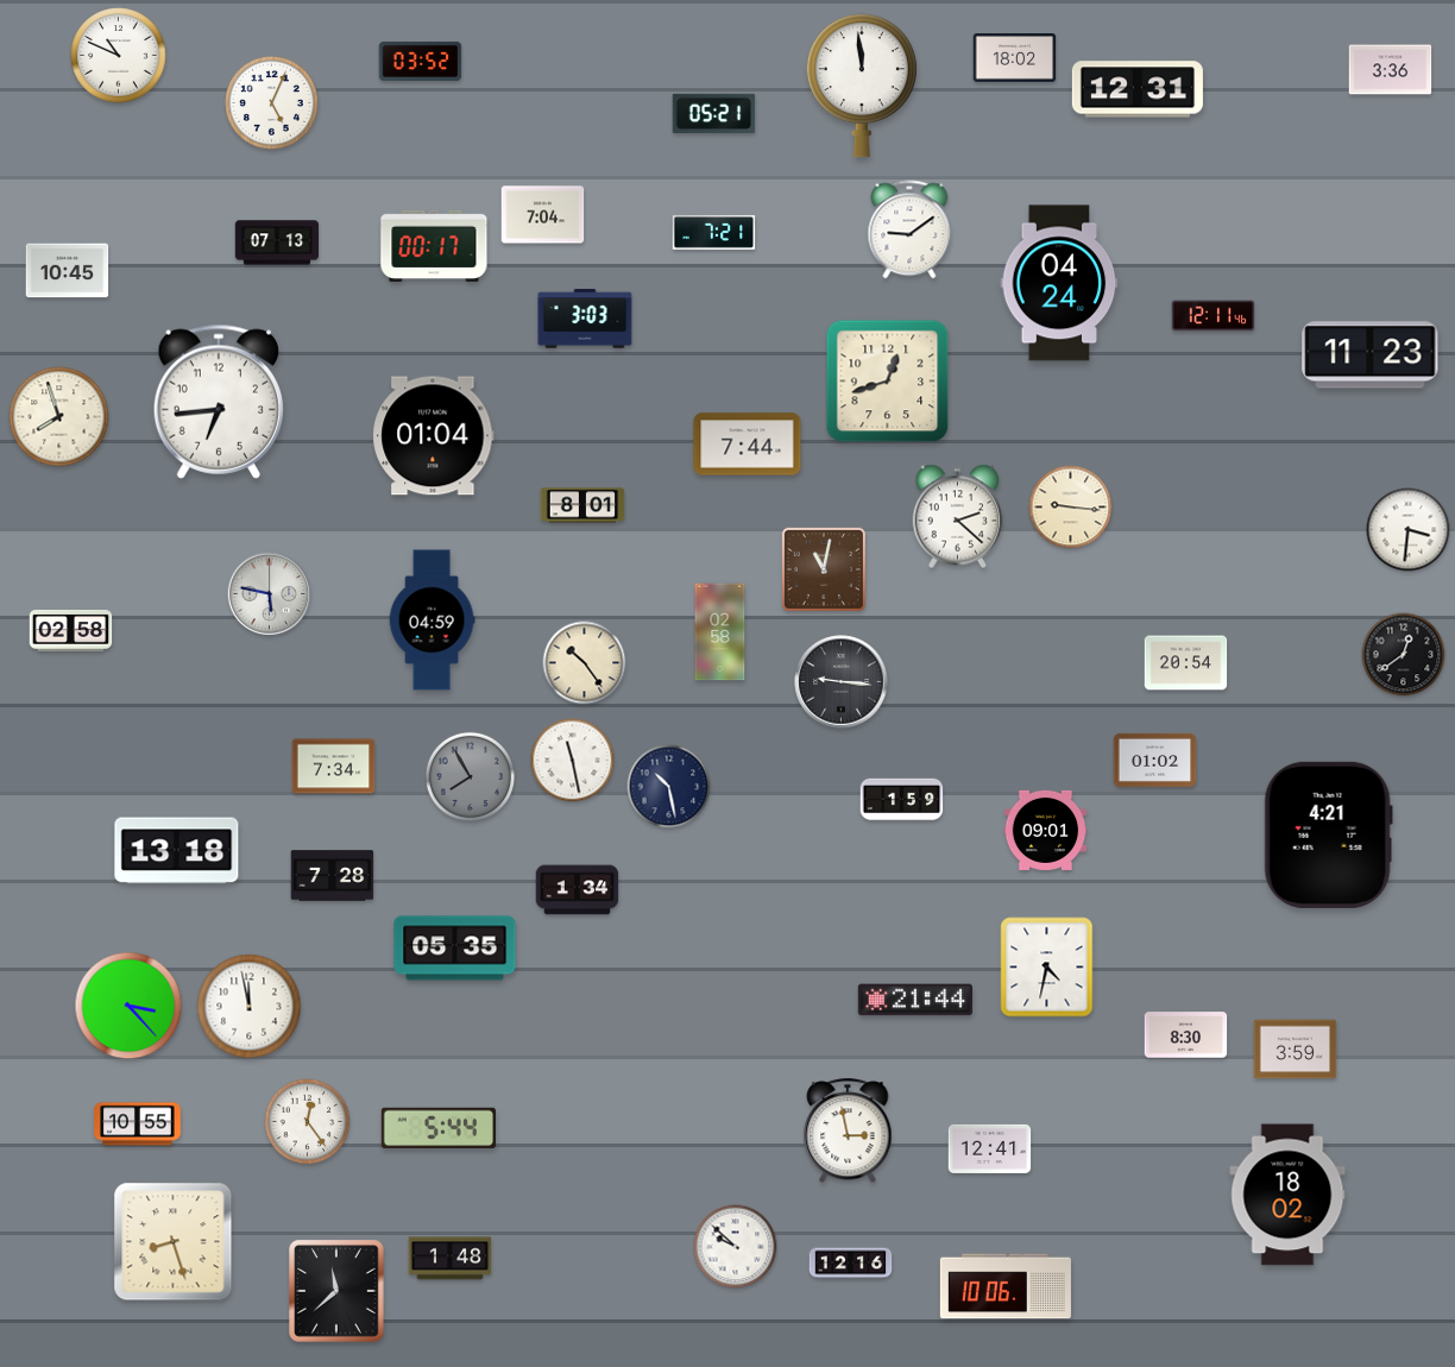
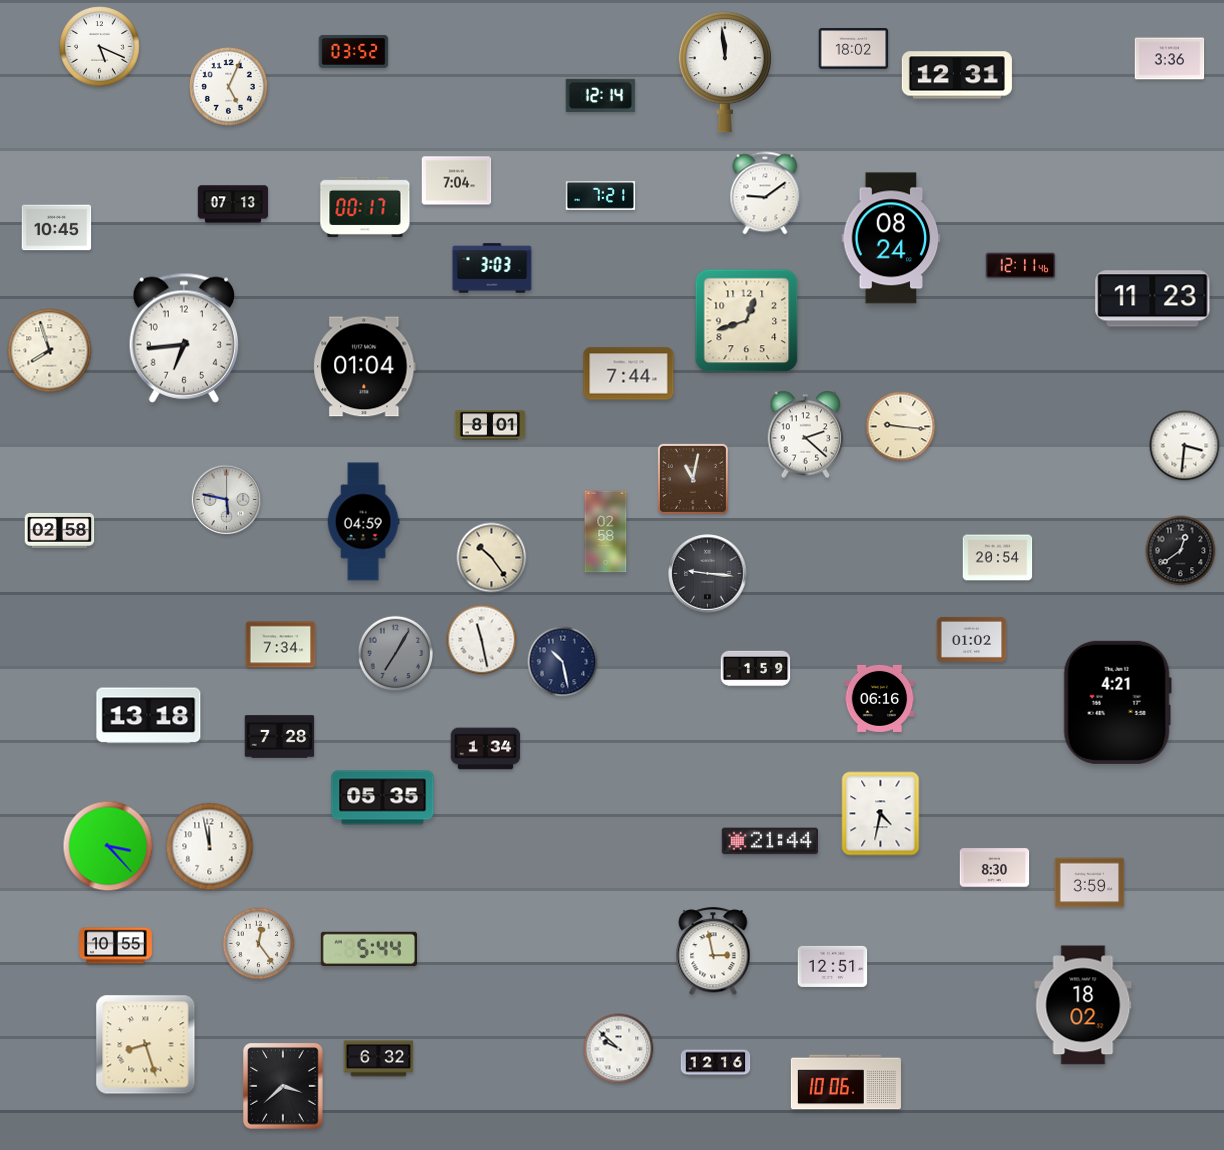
clock at (119, 56): 10:49 -> 5:19
clock at (714, 113): 05:21 -> 12:14
clock at (1059, 283): 04:24 -> 08:24
clock at (470, 776): 7:55 -> 7:05
clock at (902, 800) position: (902, 800) -> (756, 669)
clock at (1046, 830): 09:01 -> 06:16
clock at (1186, 1035) position: (1186, 1035) -> (995, 868)
clock at (990, 1148): 12:41 -> 12:51
clock at (451, 1259): 1:48 -> 6:32
clock at (336, 1291): 11:38 -> 3:38
